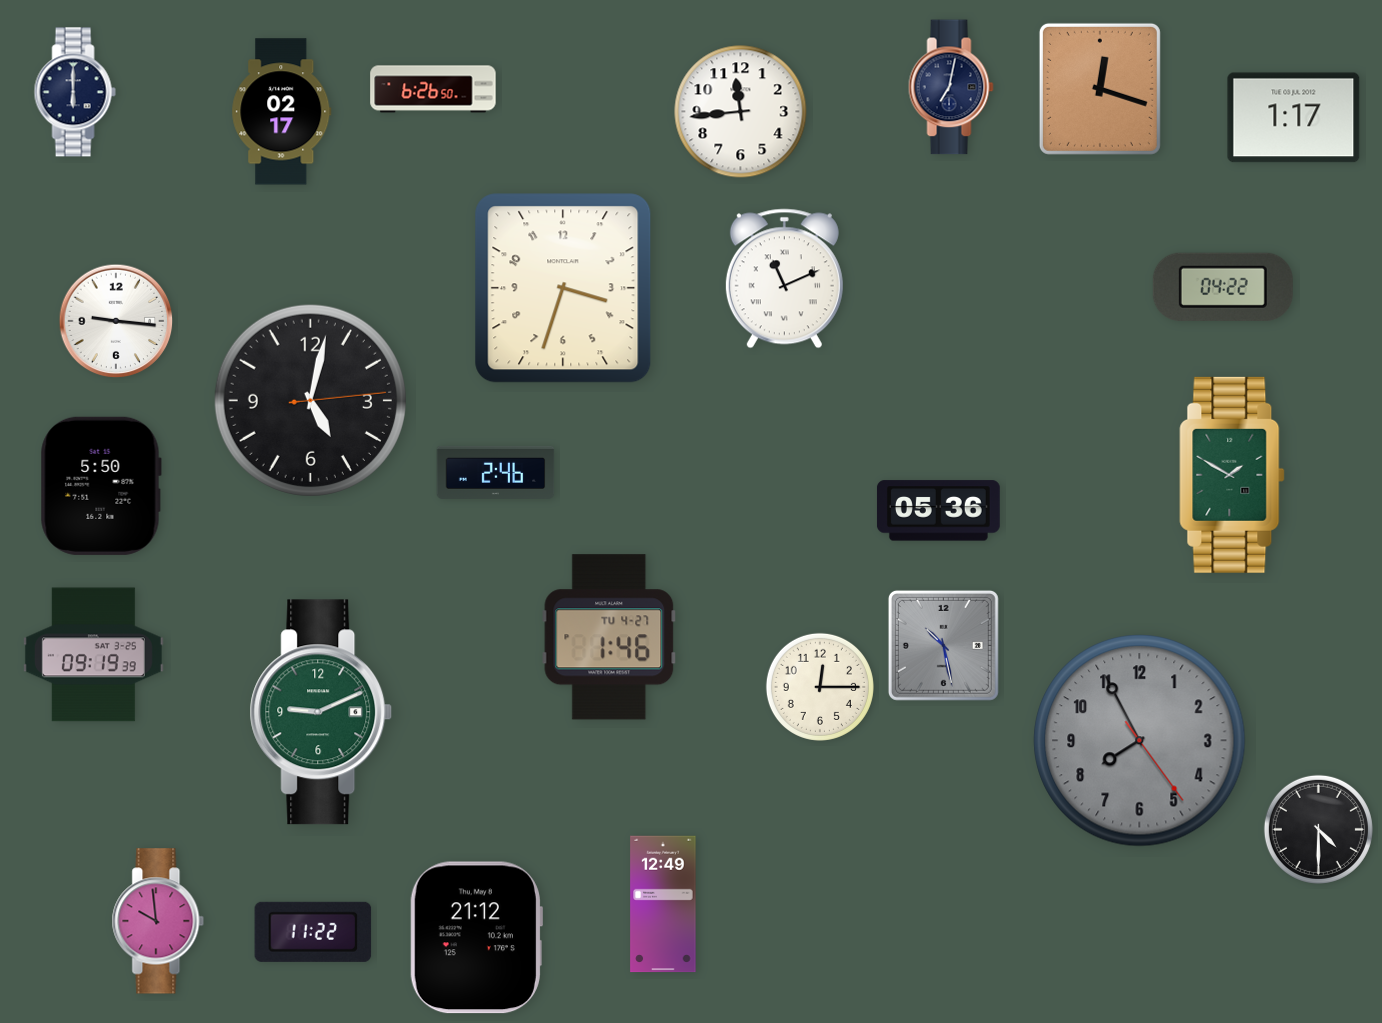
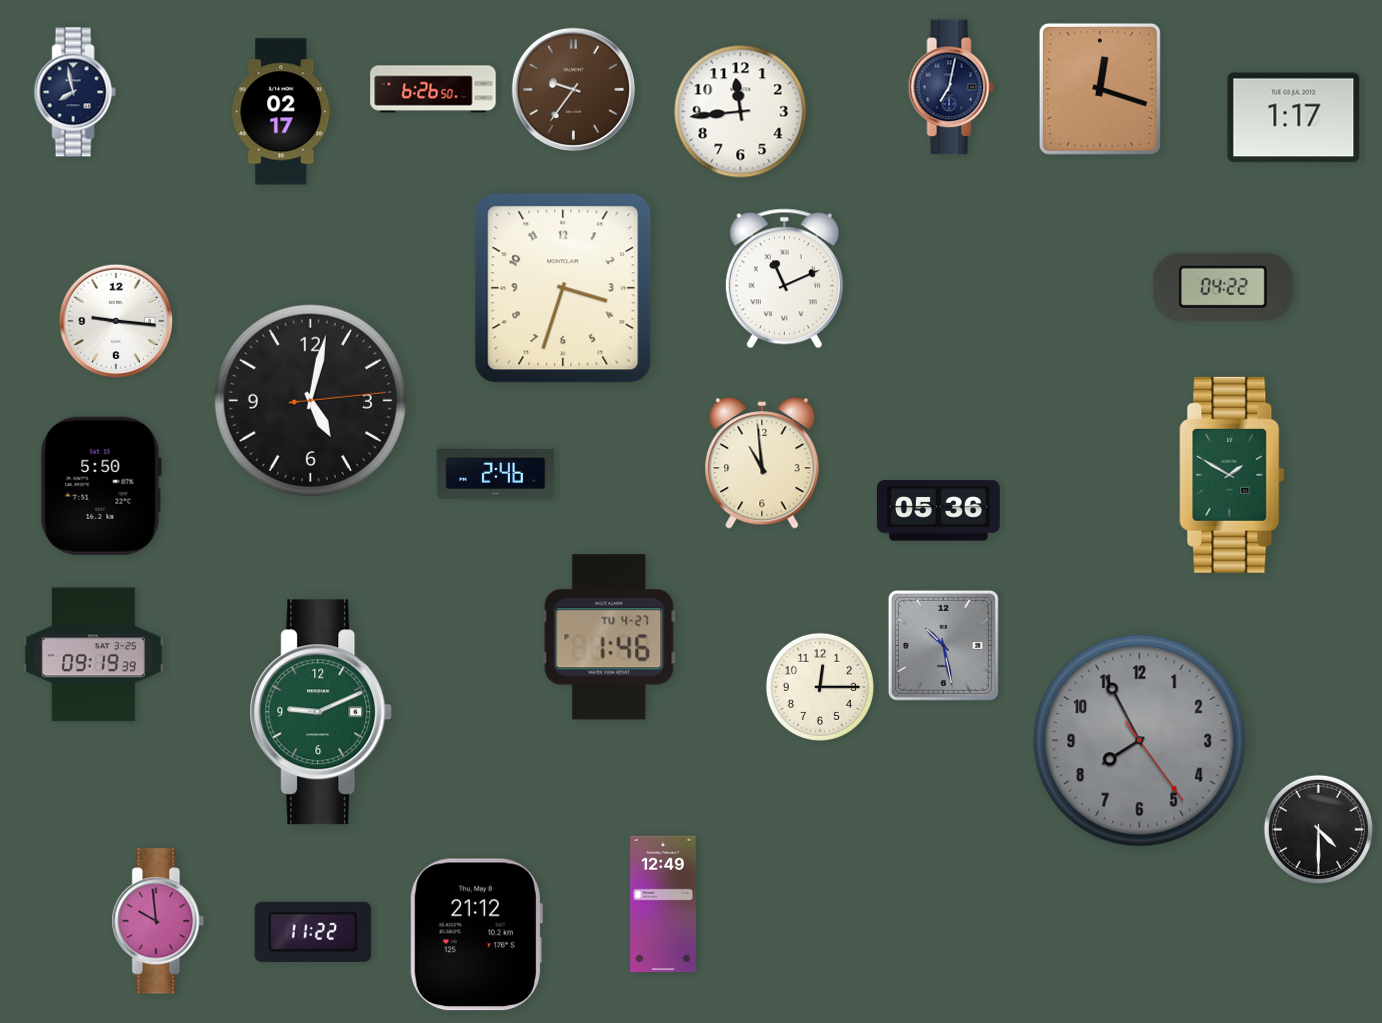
clock at (573, 89): none -> 9:36
clock at (75, 92): 6:00 -> 7:58
clock at (762, 464): none -> 10:59
clock at (476, 938) position: (476, 938) -> (476, 935)
